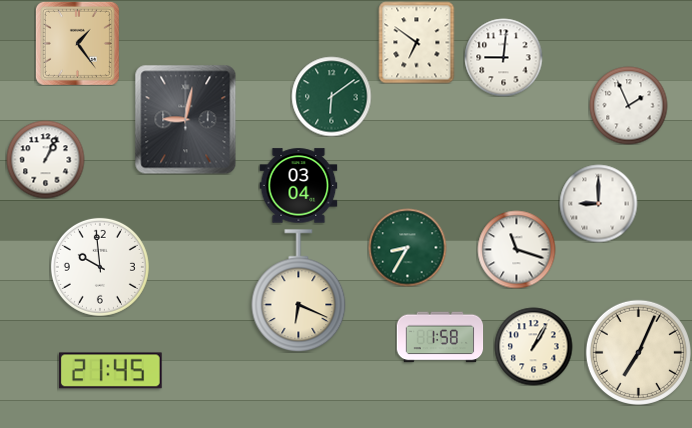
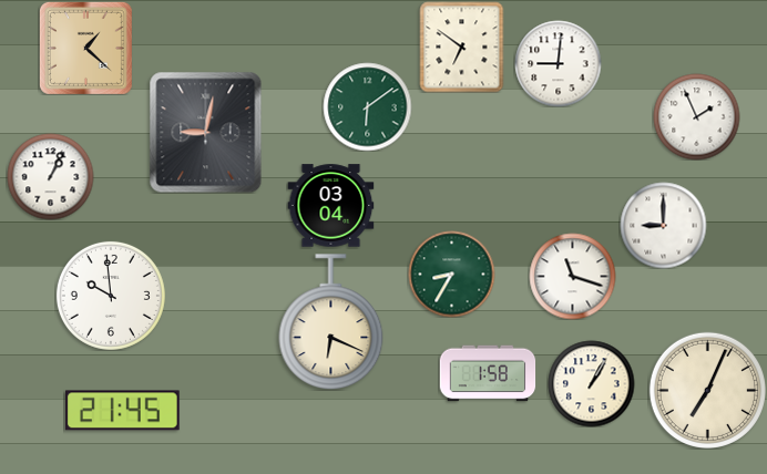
clock at (77, 43): 1:24 -> 1:22
